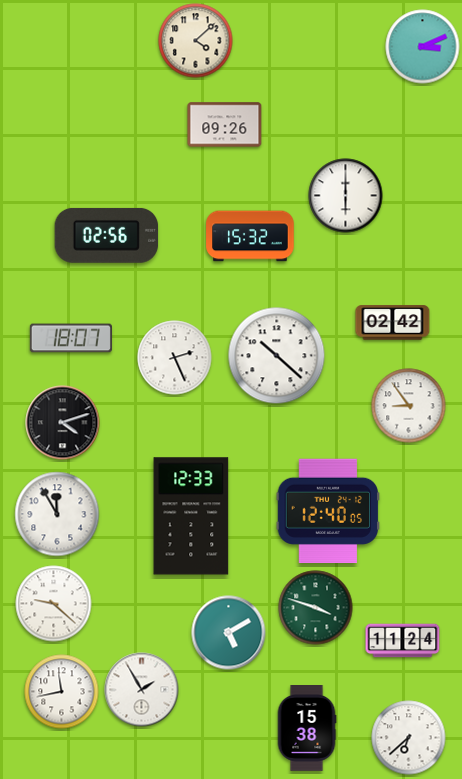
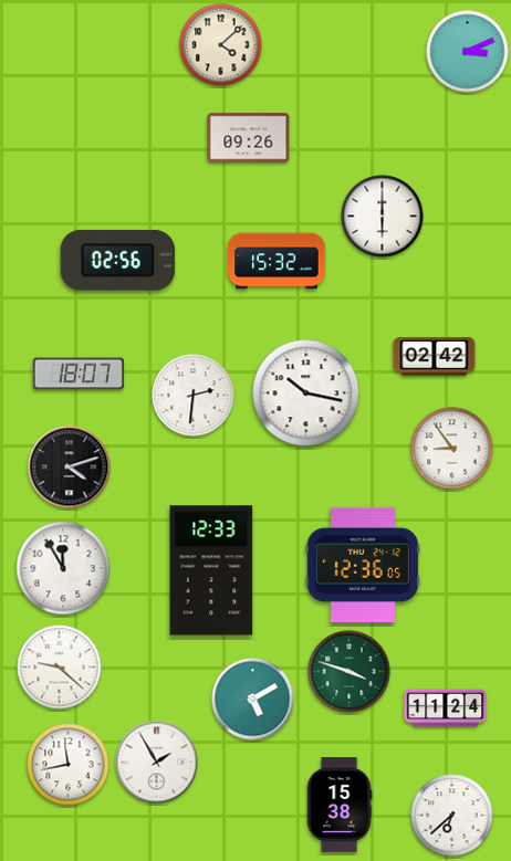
clock at (196, 41) position: (196, 41) -> (221, 45)
clock at (277, 356): 10:22 -> 10:17
clock at (175, 358): 2:26 -> 2:31
clock at (328, 511): 12:40 -> 12:36
